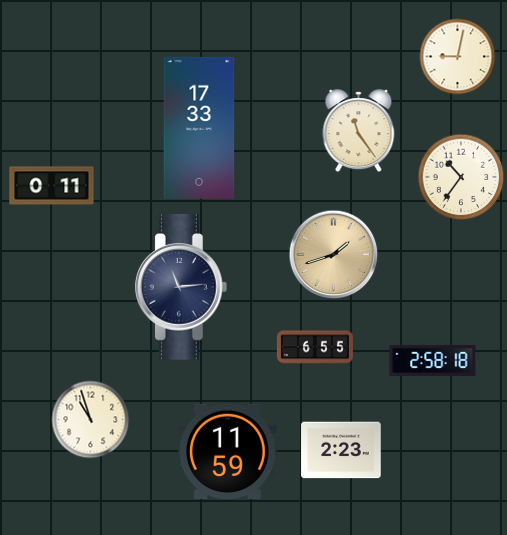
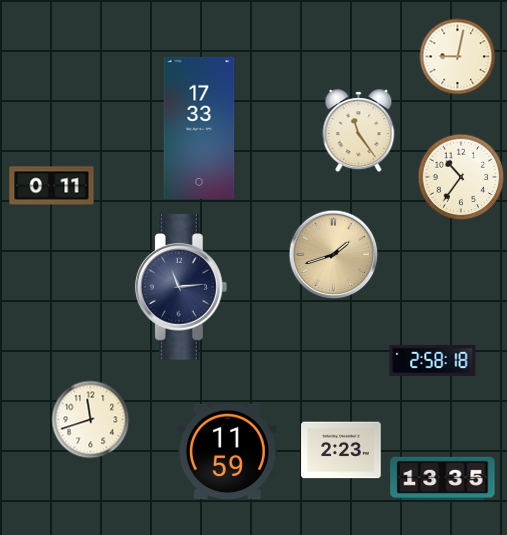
clock at (315, 347): 6:55 -> none
clock at (91, 420): 10:57 -> 11:42
clock at (443, 478): none -> 13:35
